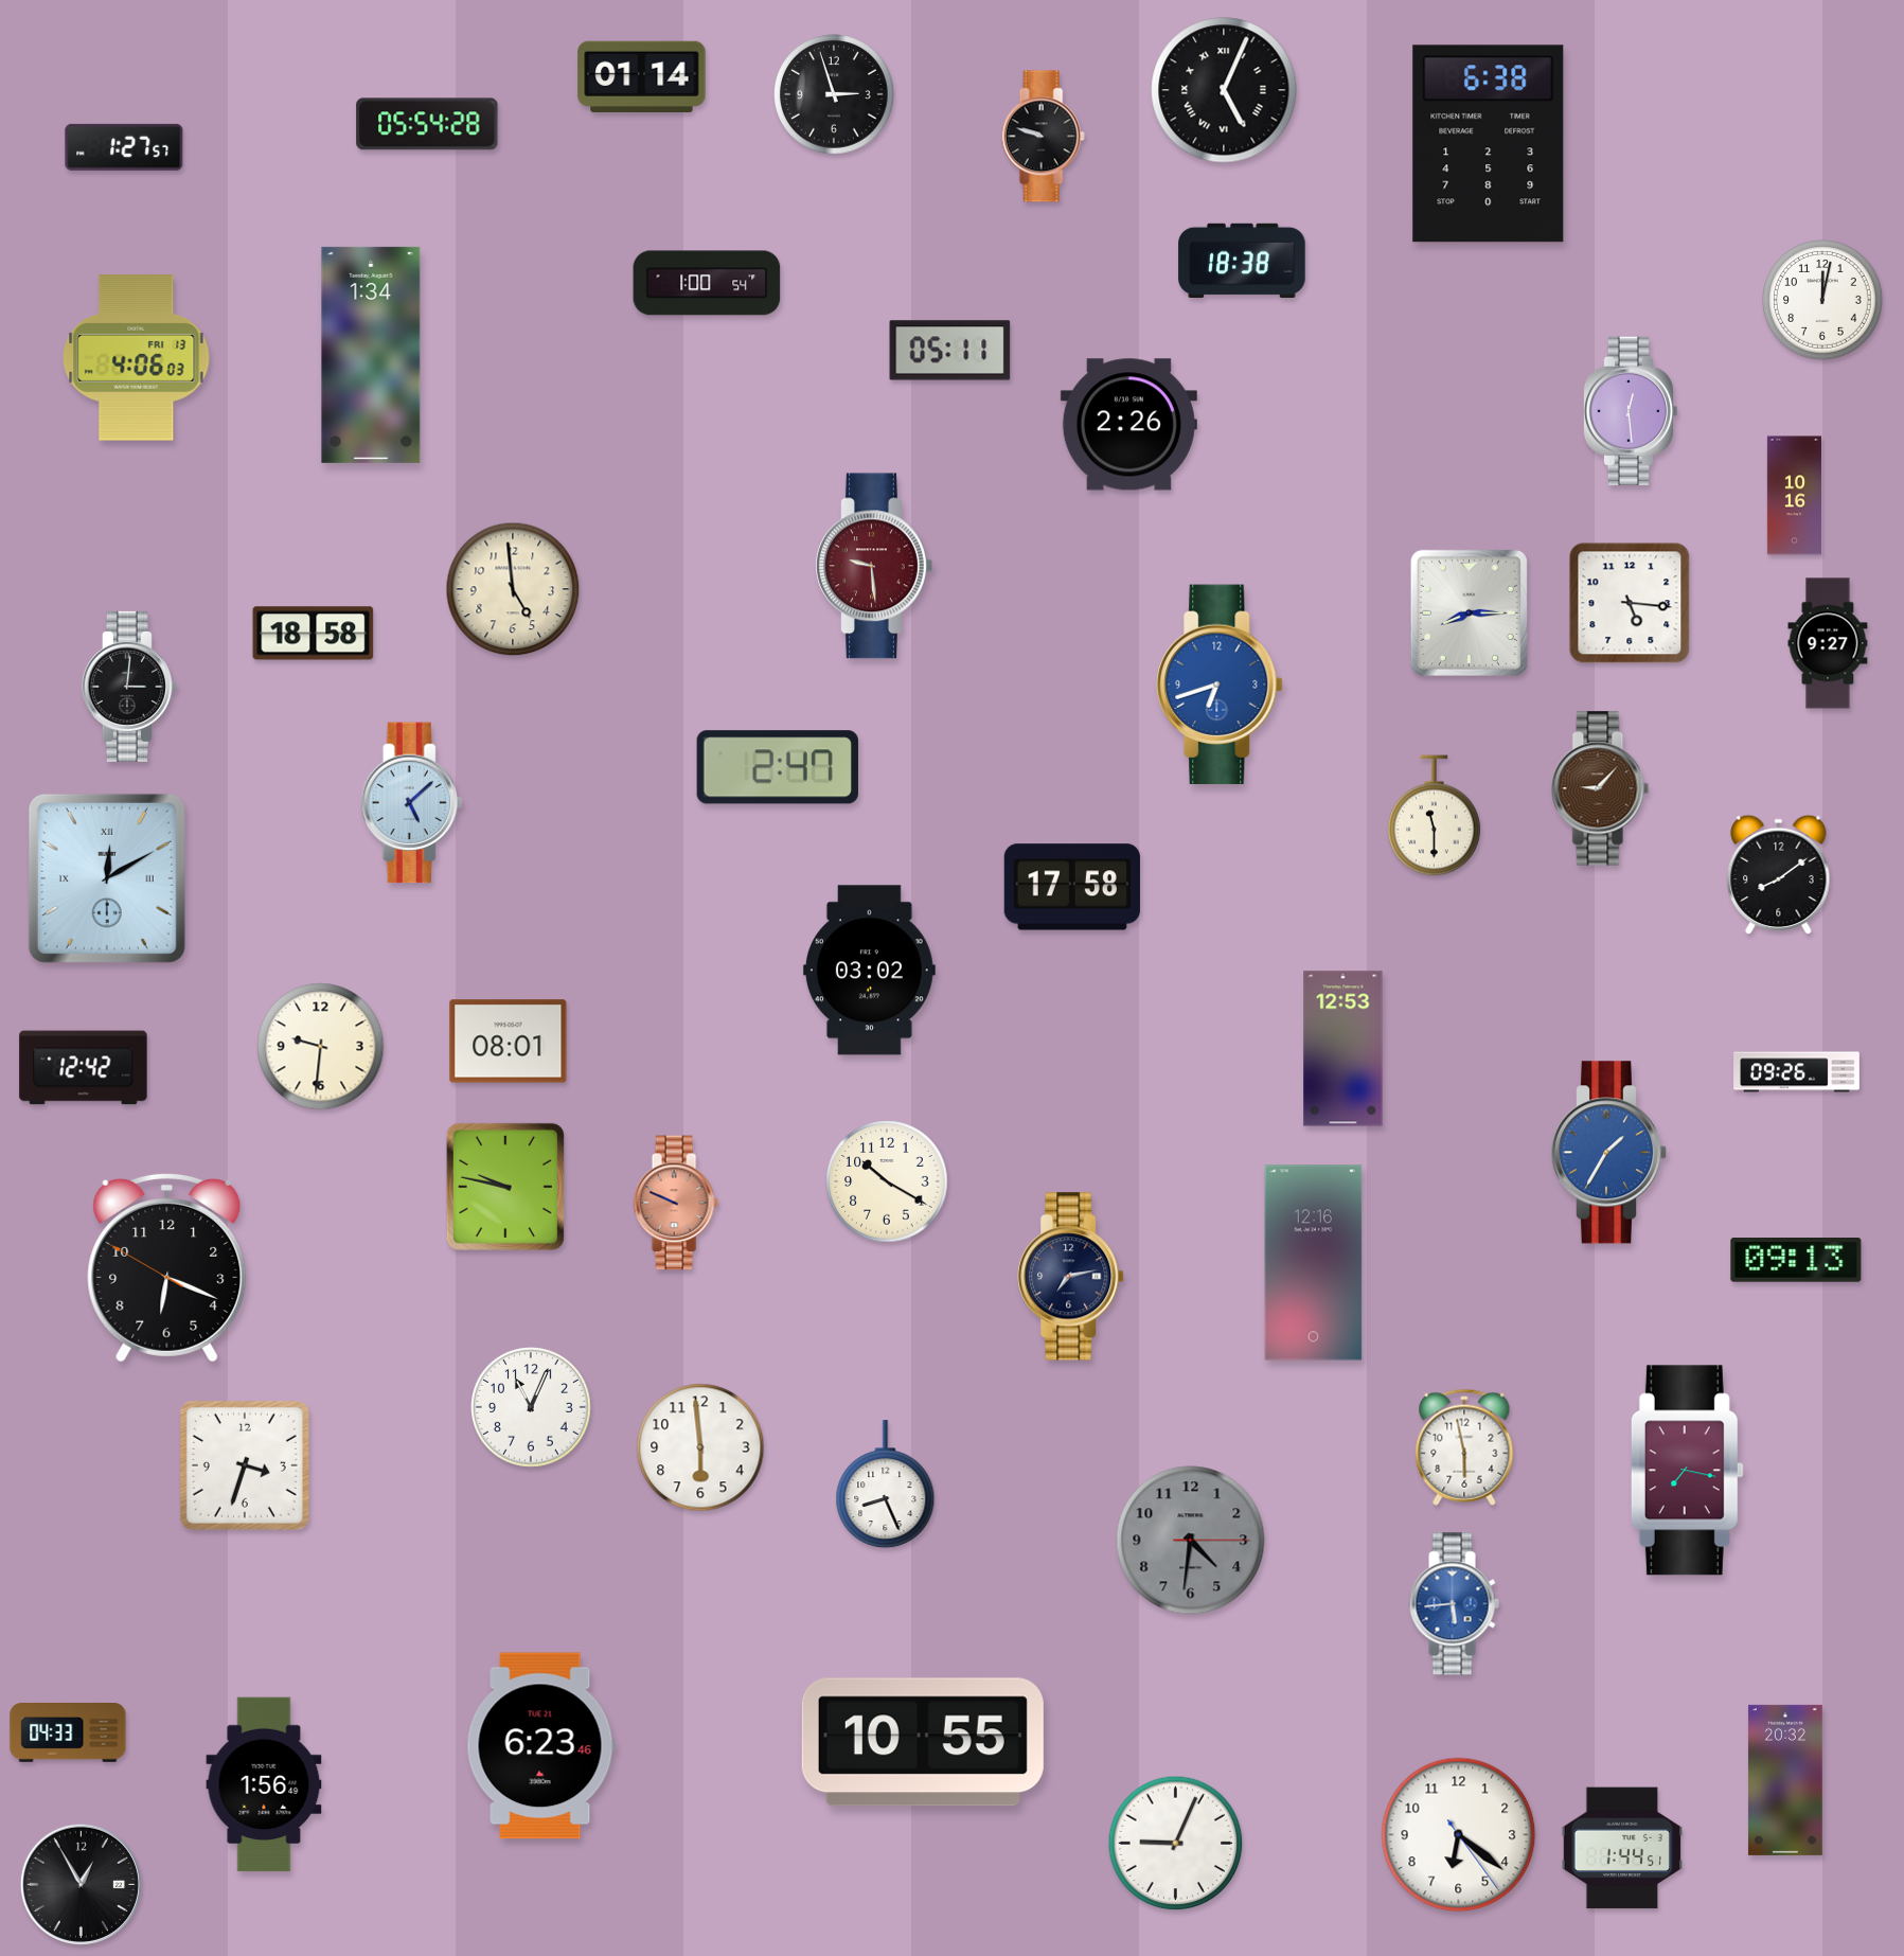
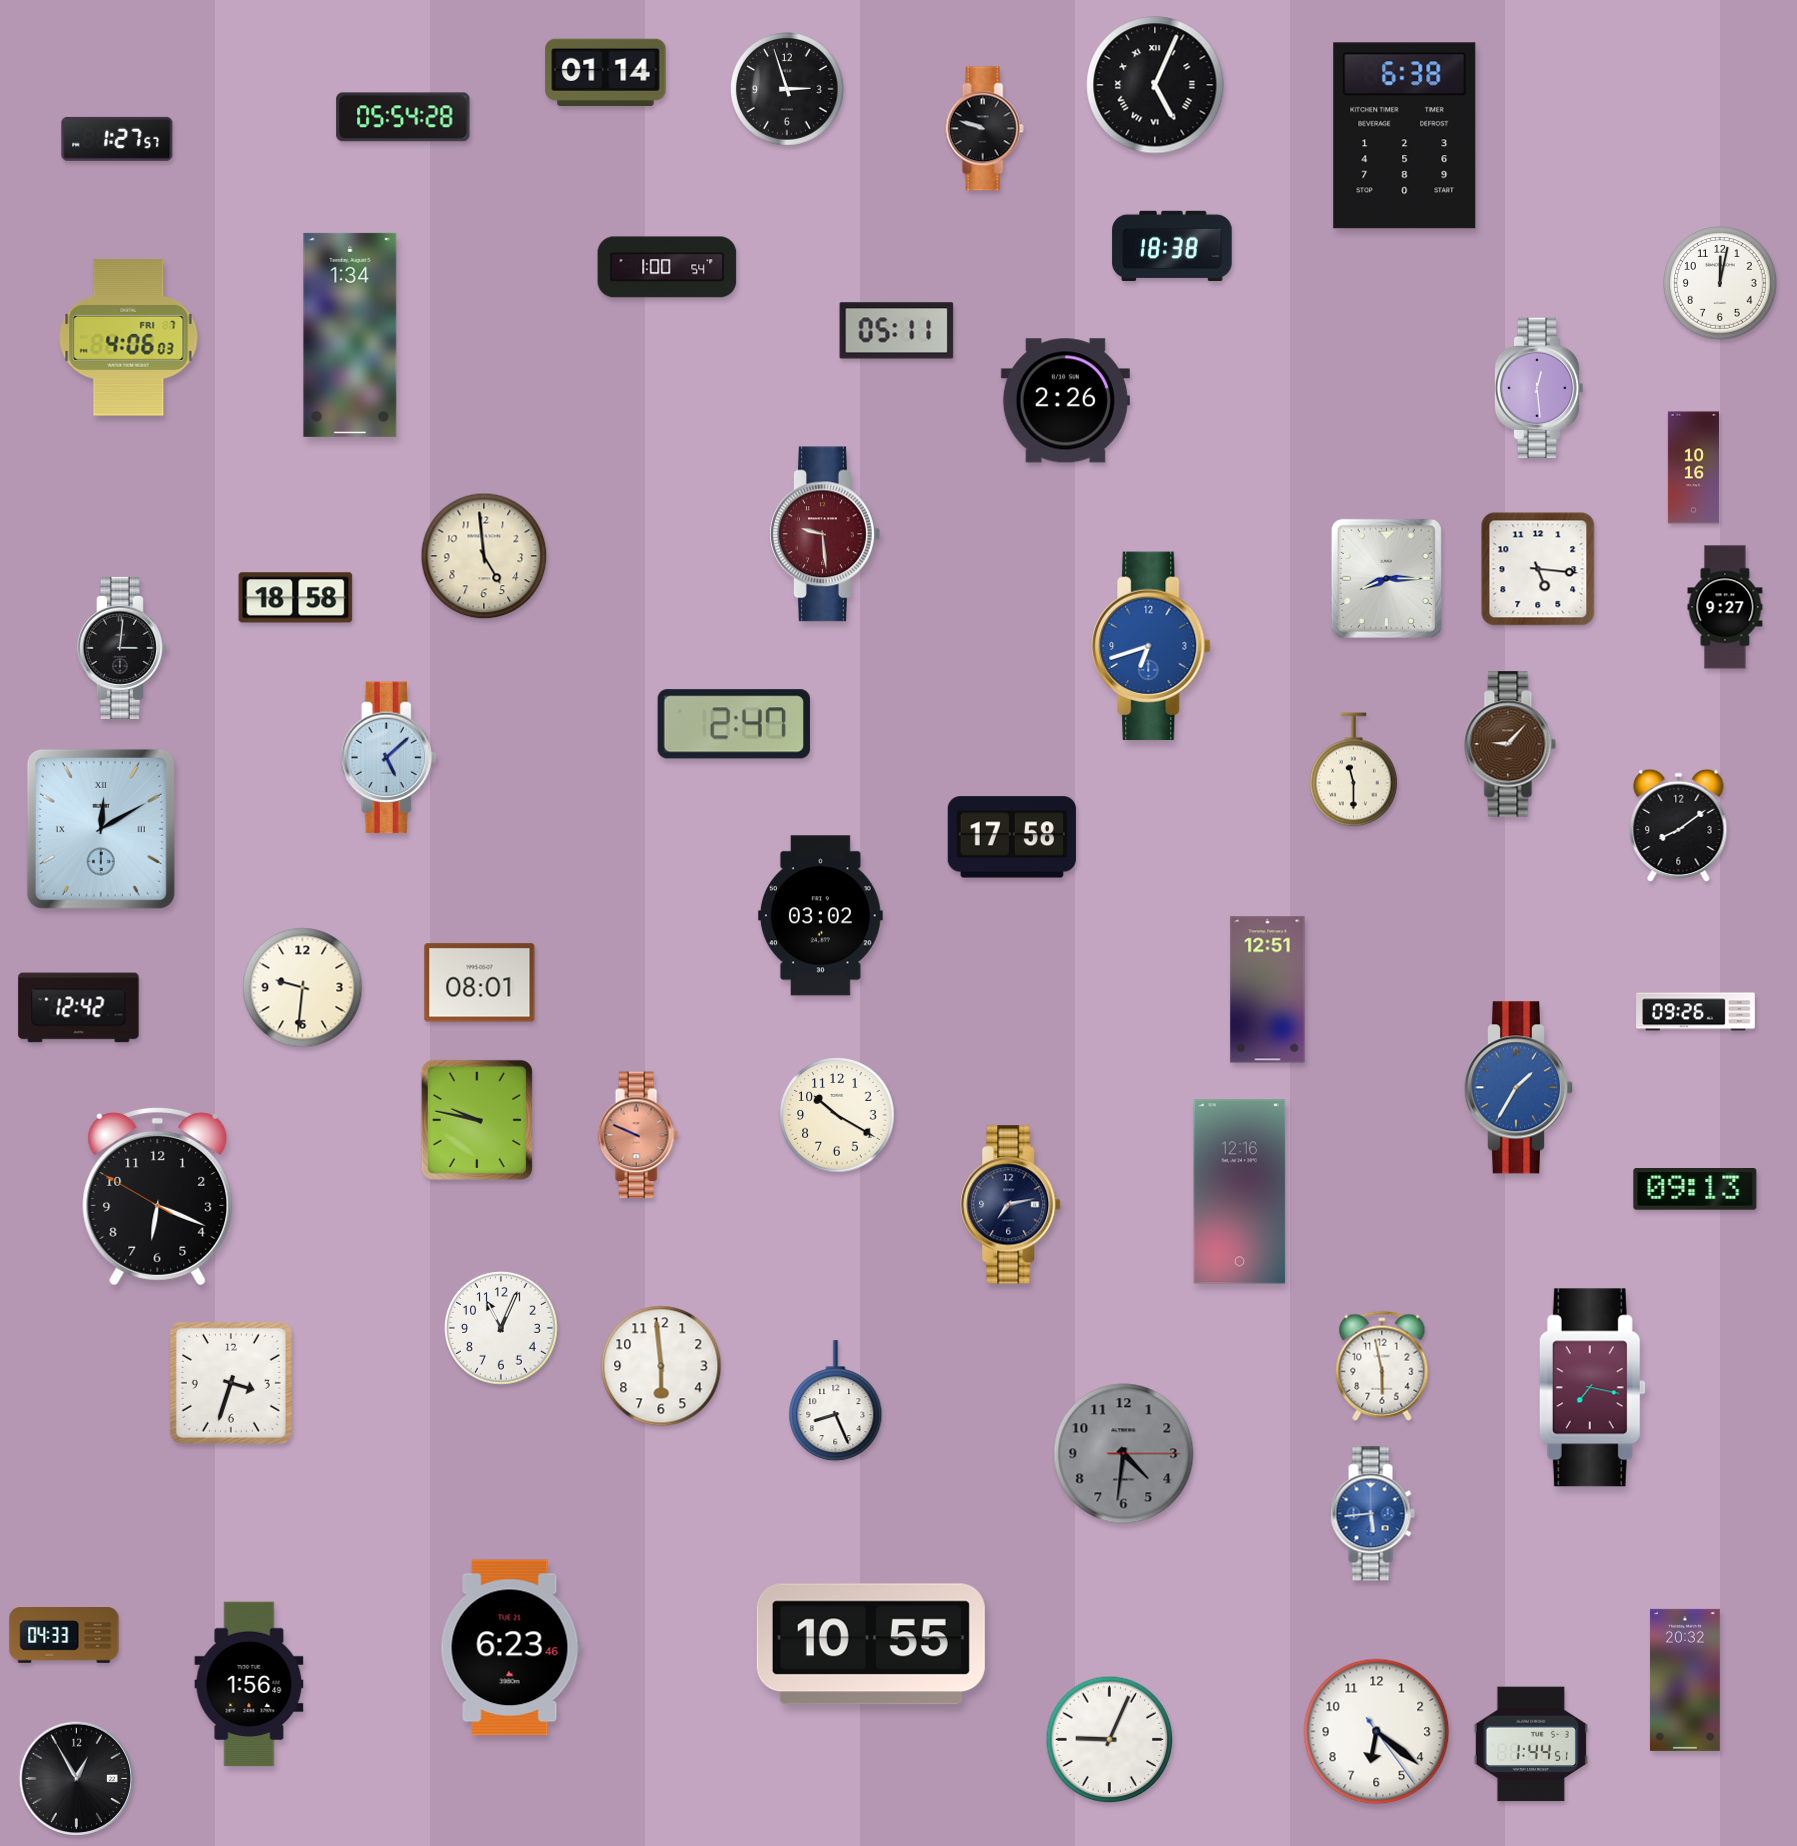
clock at (137, 358) date: FRI 13 -> FRI 7
clock at (1344, 1049): 12:53 -> 12:51
